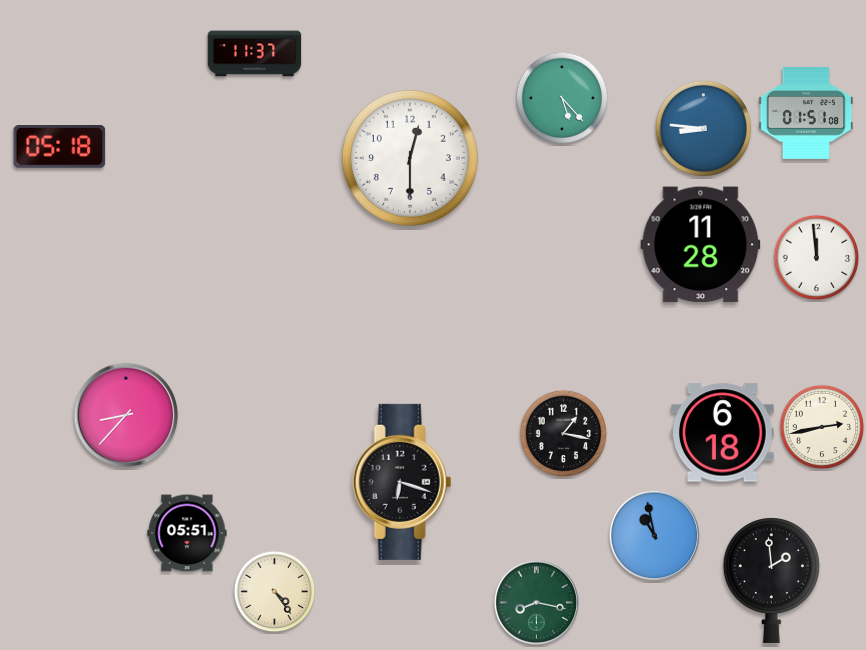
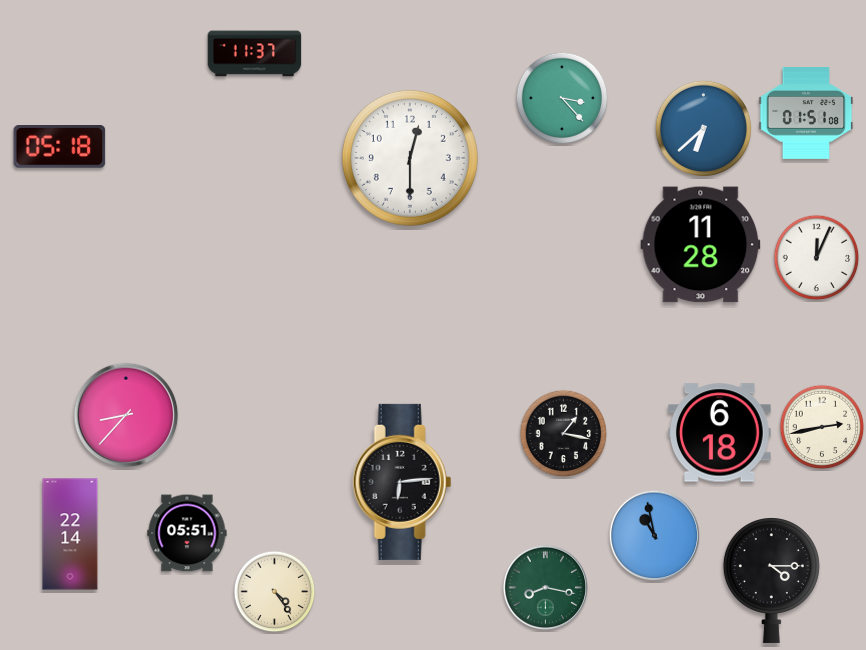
clock at (562, 98): 5:23 -> 3:23
clock at (703, 128): 8:46 -> 6:38
clock at (817, 258): 11:59 -> 12:04
clock at (723, 433) position: (723, 433) -> (720, 433)
clock at (402, 482): 6:18 -> 6:14
clock at (70, 534): none -> 22:14
clock at (771, 581): 1:59 -> 4:15
clock at (536, 602) position: (536, 602) -> (545, 587)
